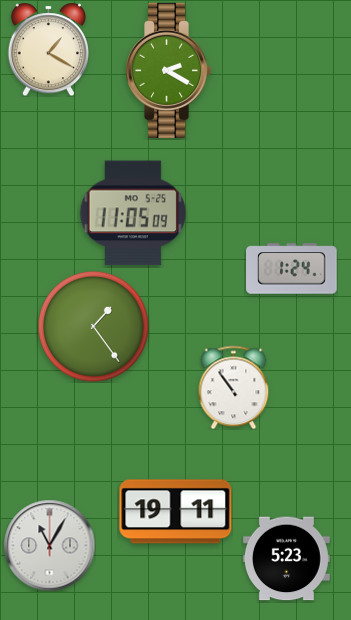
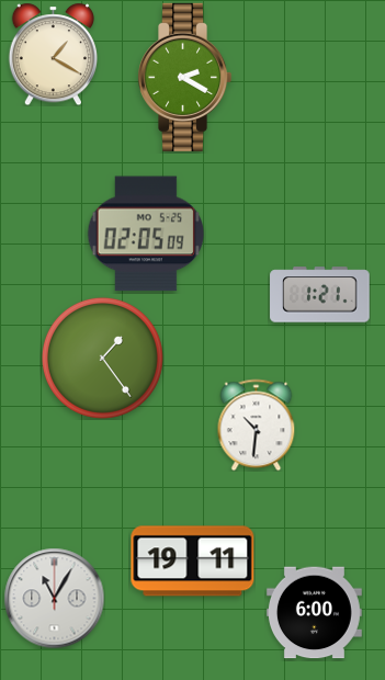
clock at (132, 213): 11:05 -> 02:05
clock at (292, 269): 1:24 -> 1:21
clock at (234, 387): 10:54 -> 10:31
clock at (286, 559): 5:23 -> 6:00
